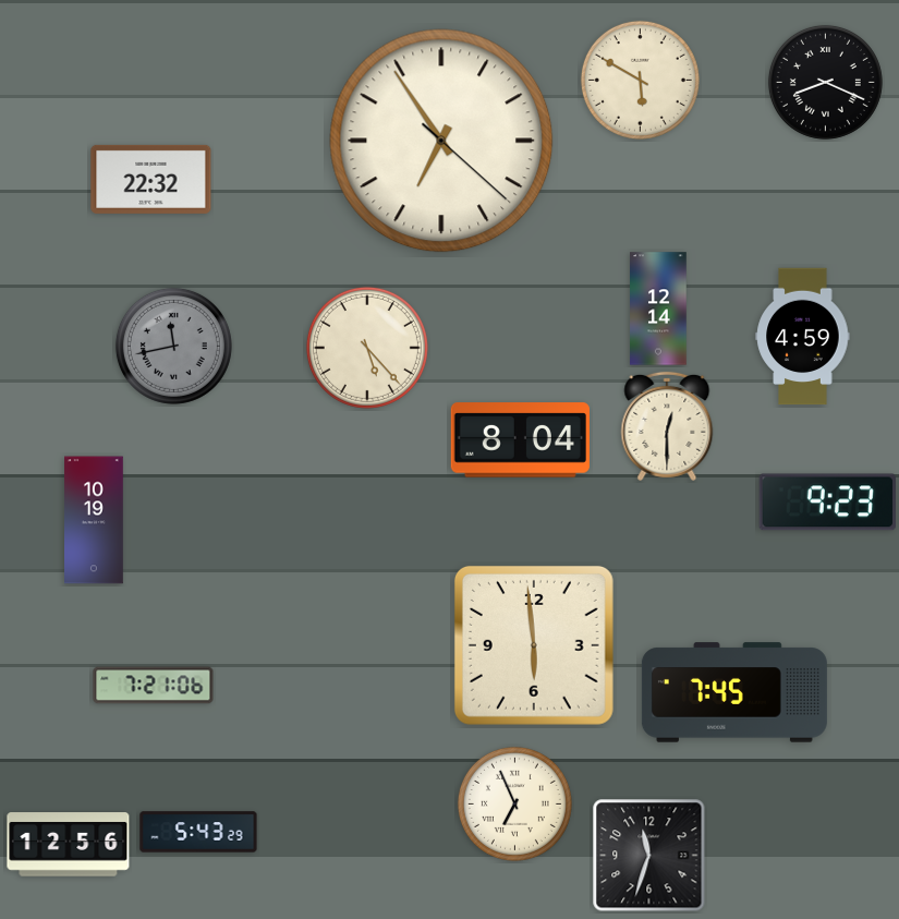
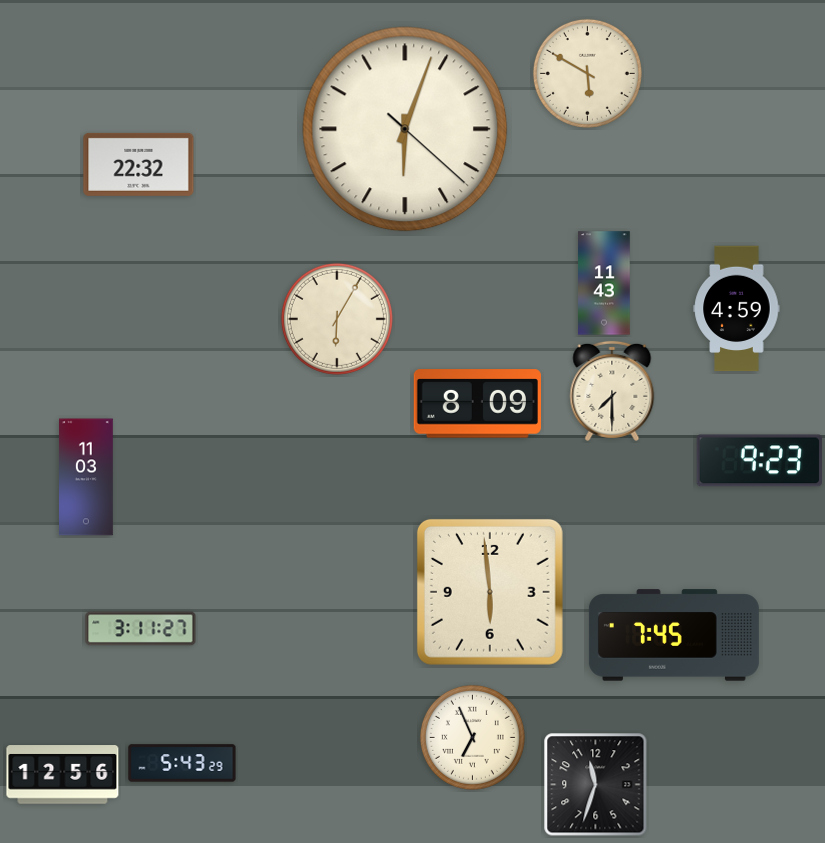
clock at (825, 82): 8:19 -> none
clock at (441, 141): 6:54 -> 6:03
clock at (658, 309): 12:14 -> 11:43
clock at (173, 346): 11:43 -> none
clock at (367, 348): 5:23 -> 6:05
clock at (667, 426): 12:30 -> 7:30
clock at (520, 440): 8:04 -> 8:09
clock at (95, 520): 10:19 -> 11:03
clock at (154, 686): 7:21 -> 3:11
